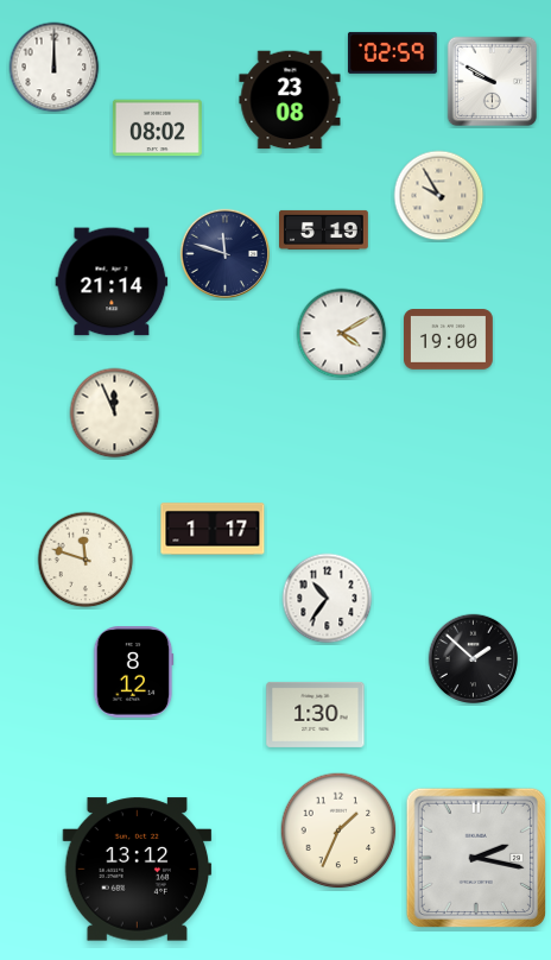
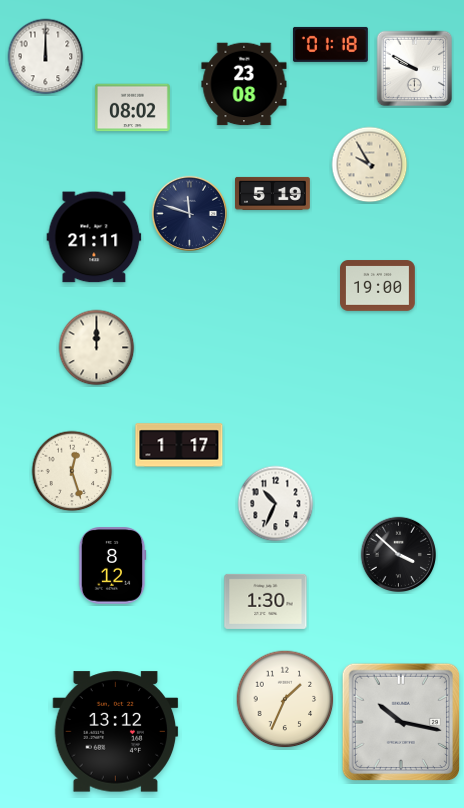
clock at (392, 52): 02:59 -> 01:18
clock at (112, 282): 21:14 -> 21:11
clock at (342, 334): 4:10 -> none
clock at (115, 413): 11:56 -> 12:00
clock at (85, 560): 11:48 -> 12:27
clock at (328, 599): 10:36 -> 10:34
clock at (474, 659): 1:52 -> 3:52
clock at (475, 857): 2:17 -> 10:17
